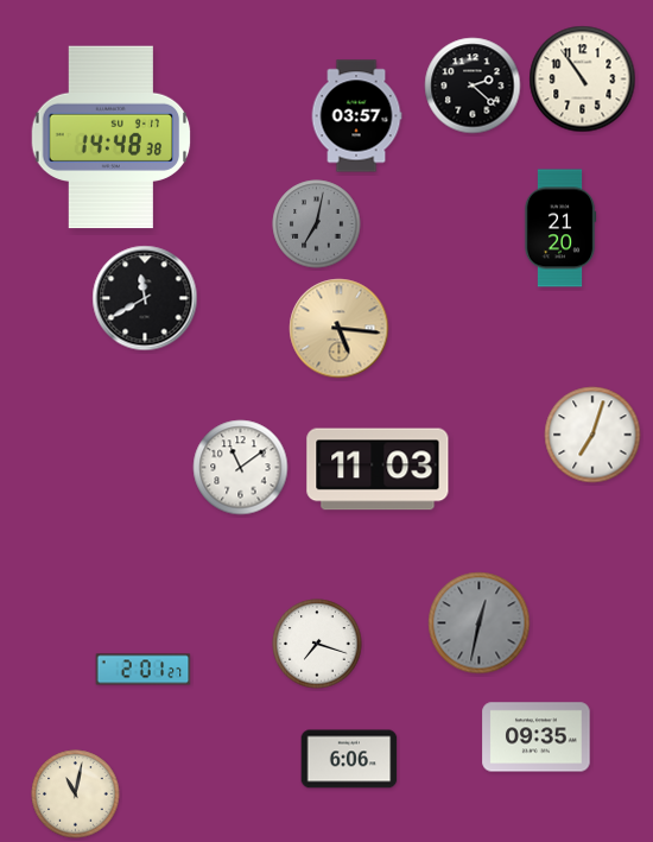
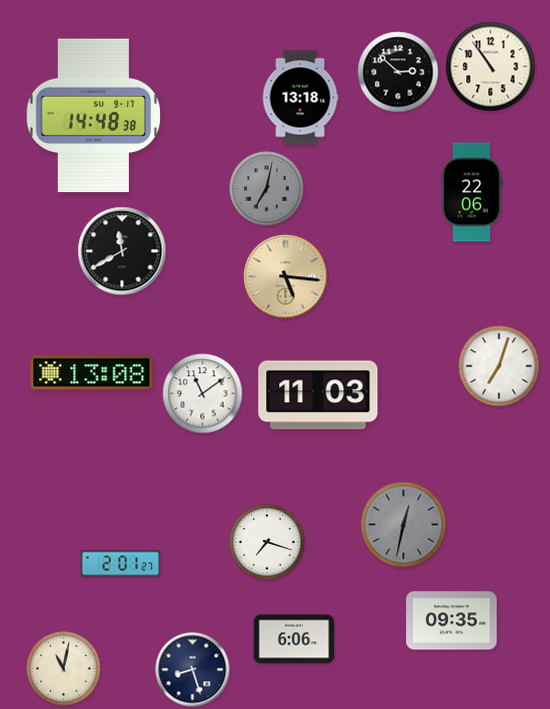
clock at (473, 86): 2:22 -> 2:52
clock at (356, 116): 03:57 -> 13:18
clock at (560, 228): 21:20 -> 22:06
clock at (92, 373): none -> 13:08
clock at (193, 670): none -> 8:27
